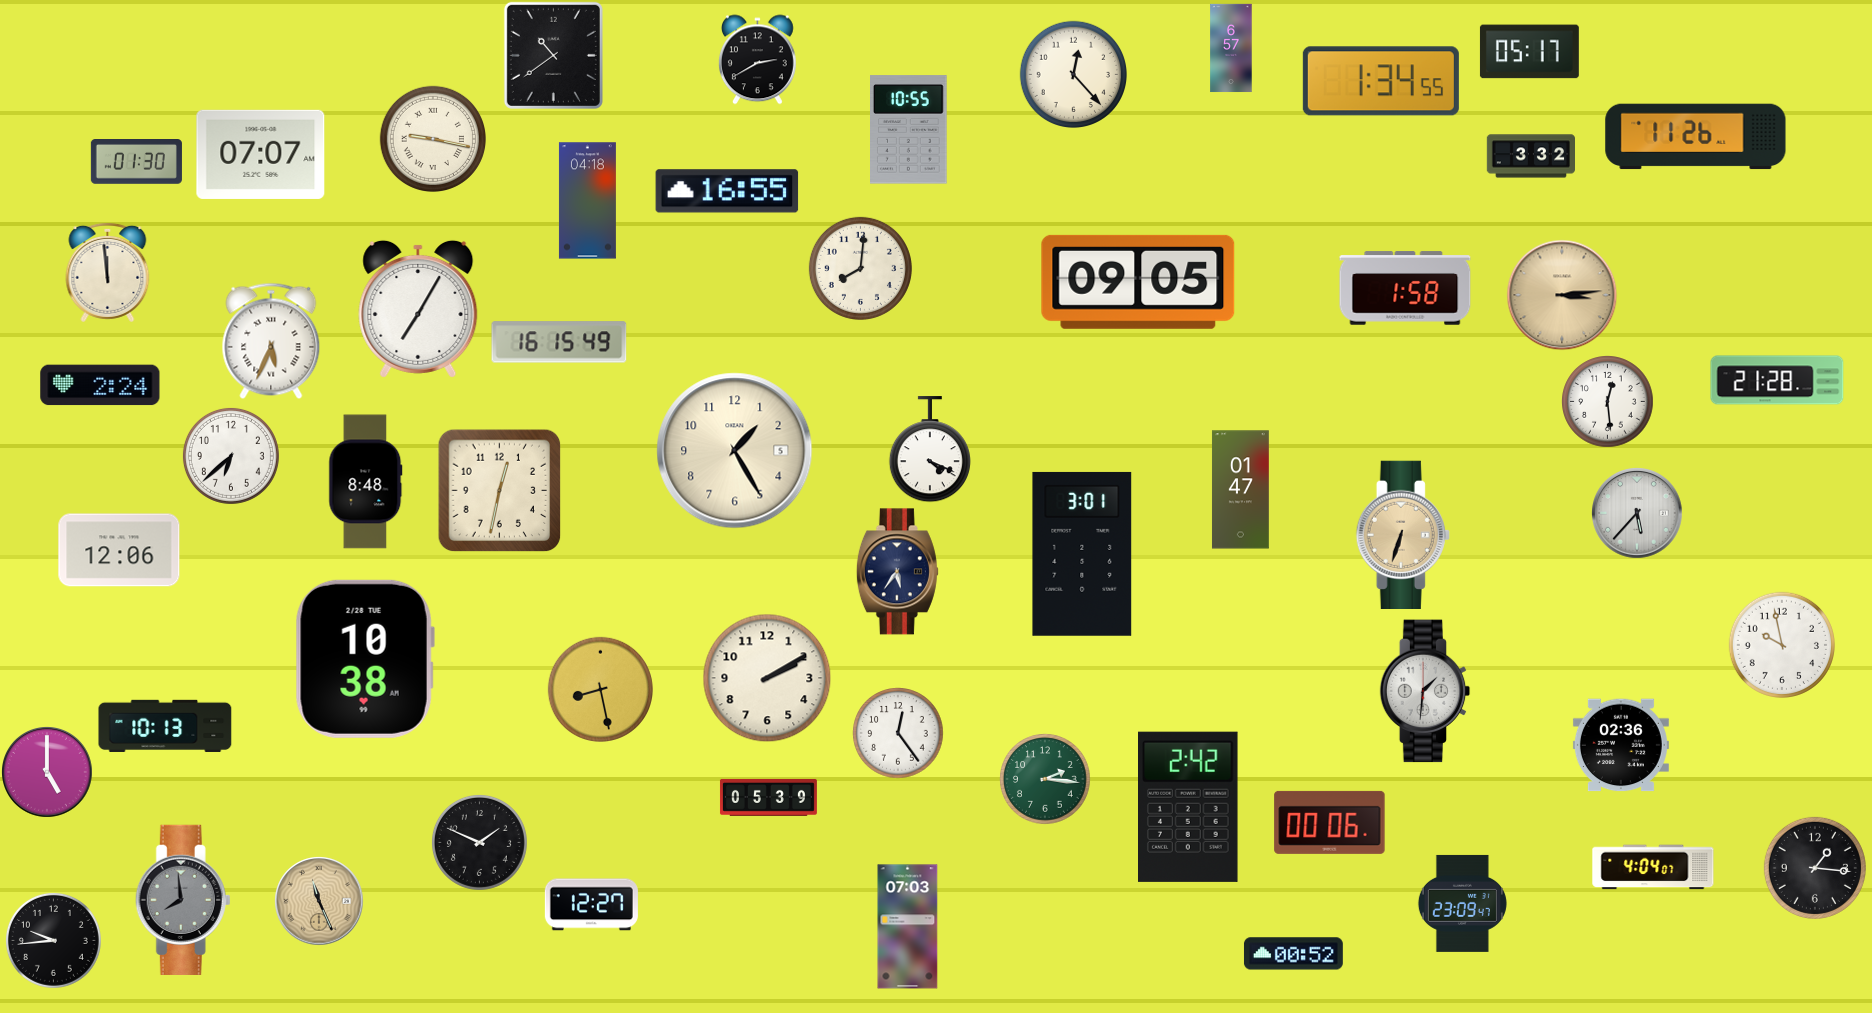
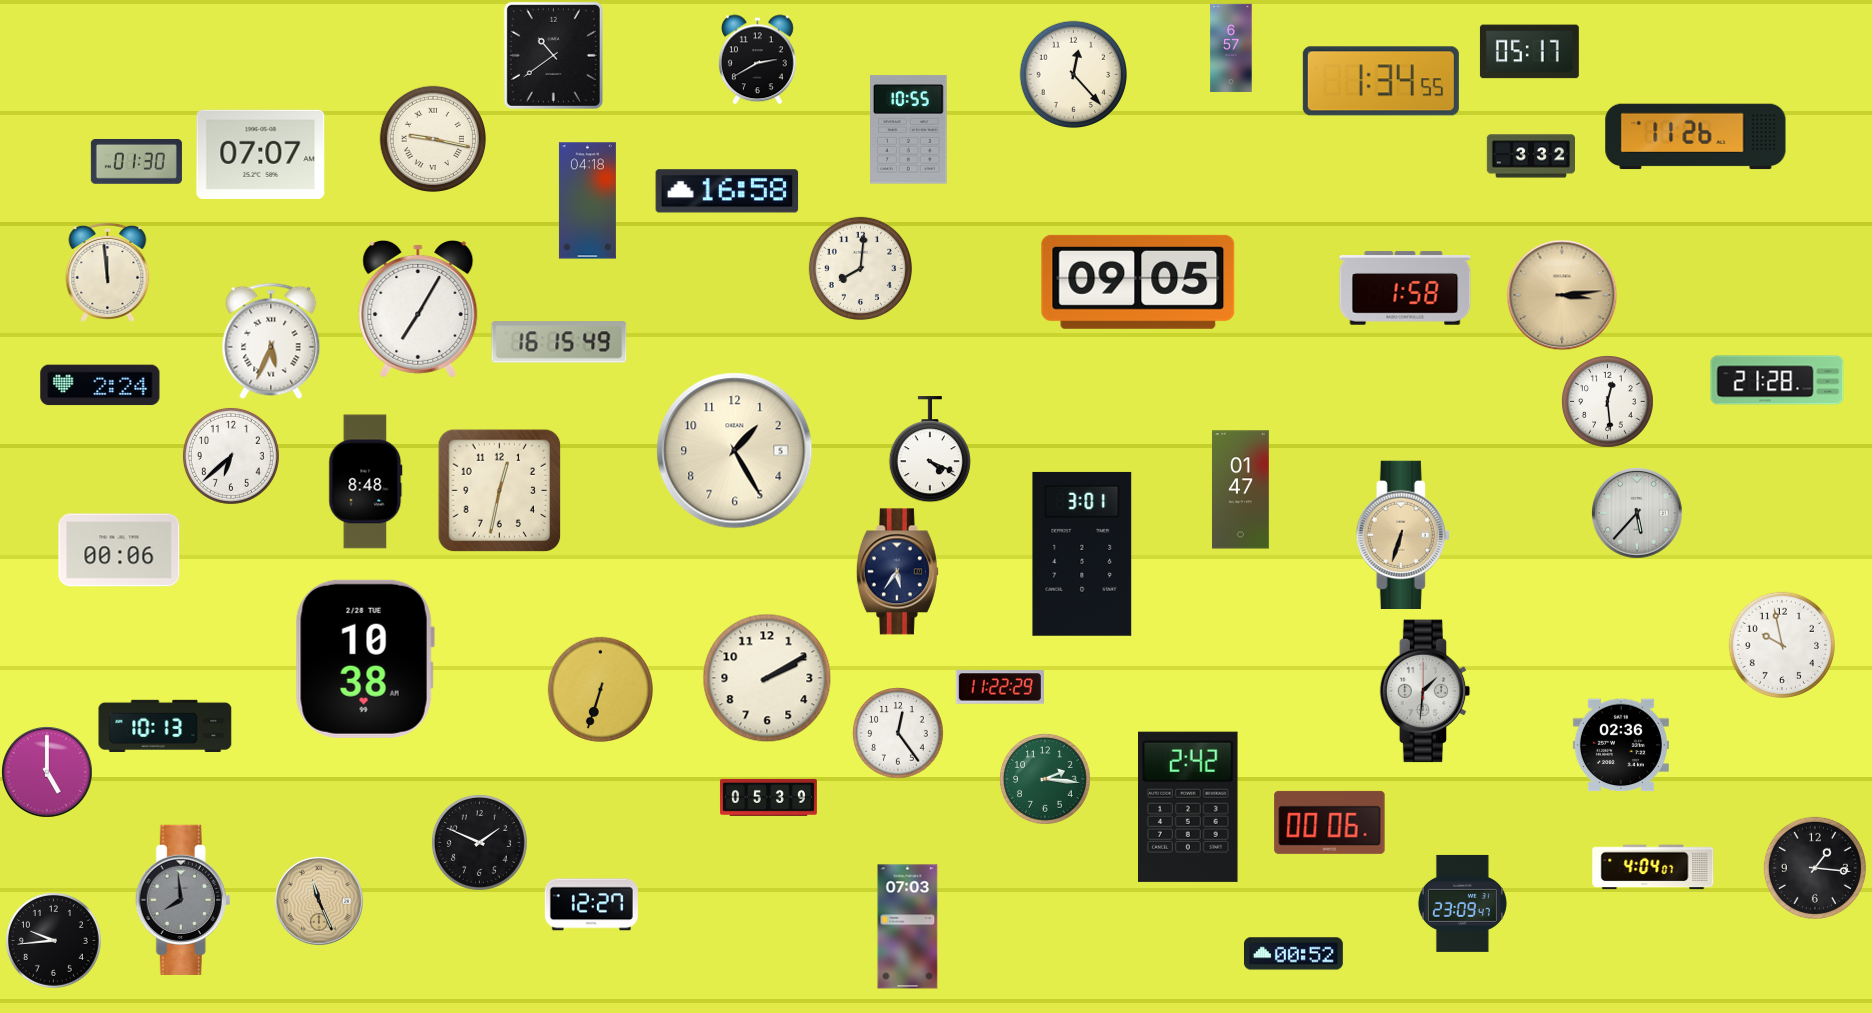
clock at (727, 191): 16:55 -> 16:58
clock at (119, 550): 12:06 -> 00:06
clock at (1000, 687): none -> 11:22
clock at (600, 689): 8:28 -> 6:33
